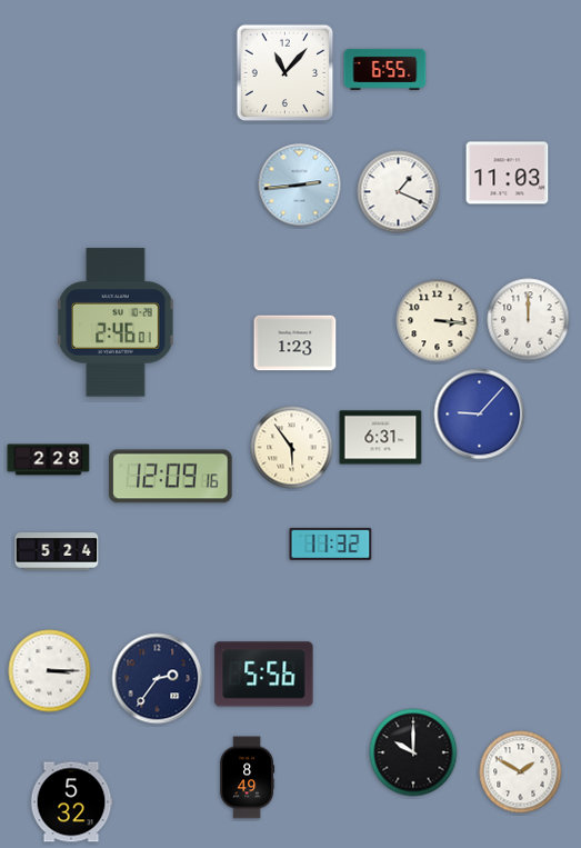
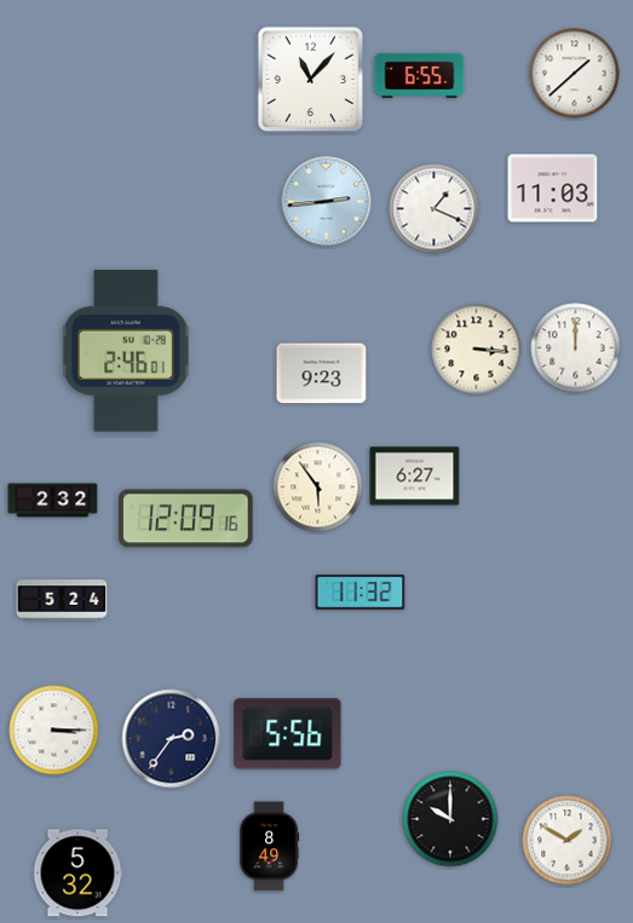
clock at (575, 74): none -> 1:38
clock at (295, 343): 1:23 -> 9:23
clock at (480, 415): 9:07 -> none
clock at (381, 438): 6:31 -> 6:27
clock at (49, 460): 2:28 -> 2:32
